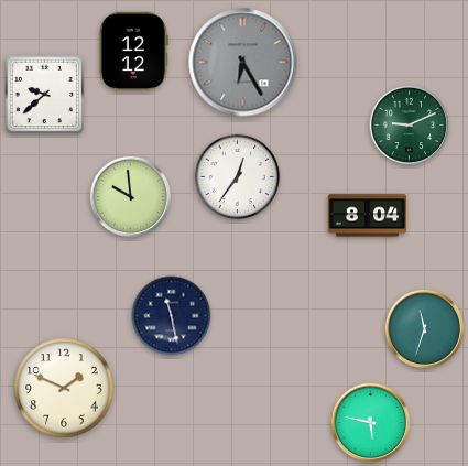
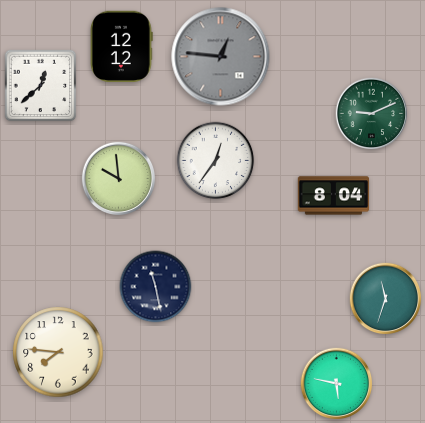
clock at (243, 63): 6:25 -> 12:46
clock at (45, 95): 9:38 -> 12:38
clock at (64, 388): 1:49 -> 7:46
